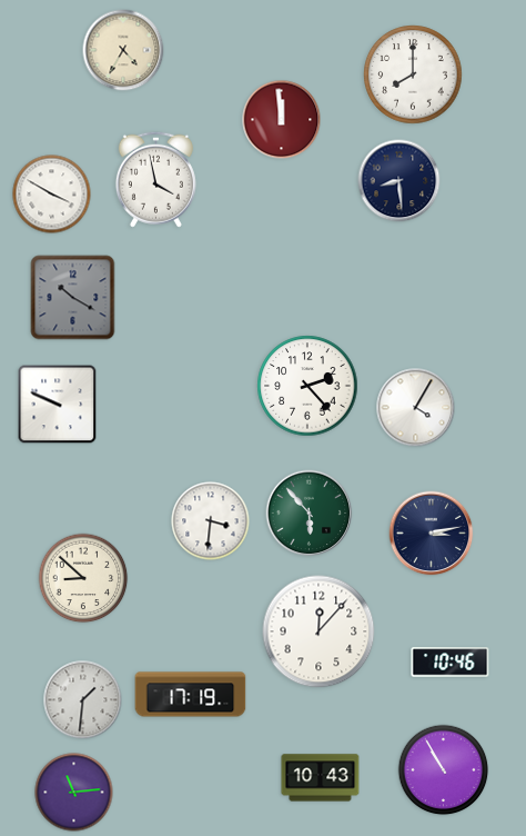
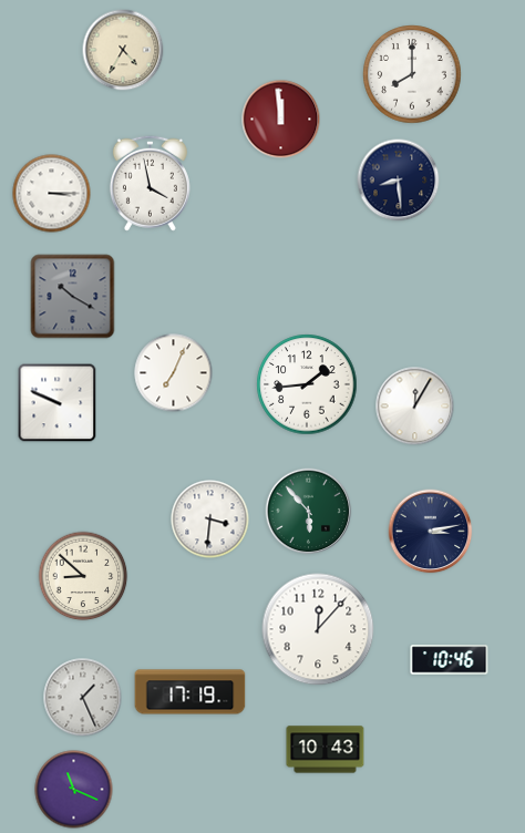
clock at (155, 179) position: (155, 179) -> (150, 183)
clock at (52, 195): 3:50 -> 3:15
clock at (174, 373): none -> 7:04
clock at (307, 386): 2:23 -> 1:44
clock at (416, 408): 4:05 -> 12:05
clock at (83, 700): 1:31 -> 1:26
clock at (444, 770): 10:55 -> none
clock at (321, 778) position: (321, 778) -> (326, 750)
clock at (74, 793): 11:14 -> 11:19
